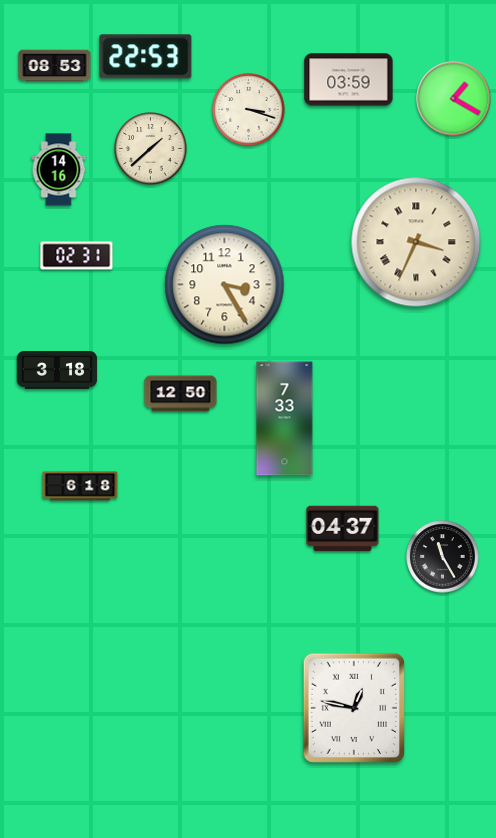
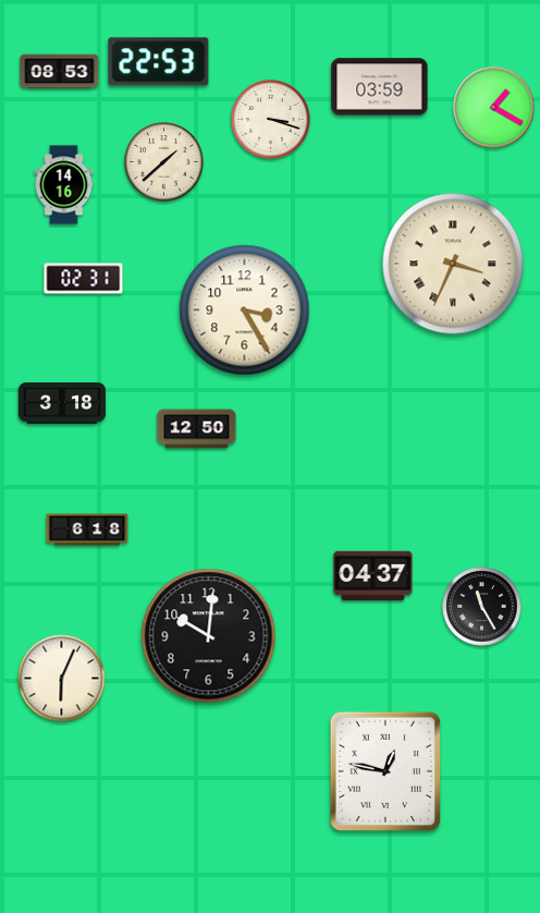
clock at (285, 419): 7:33 -> none
clock at (209, 636): none -> 10:01
clock at (62, 679): none -> 6:04
